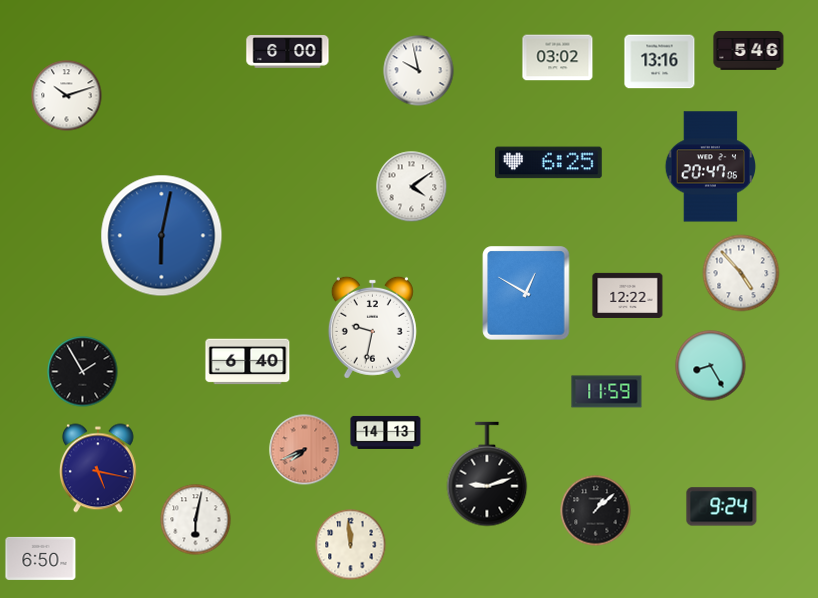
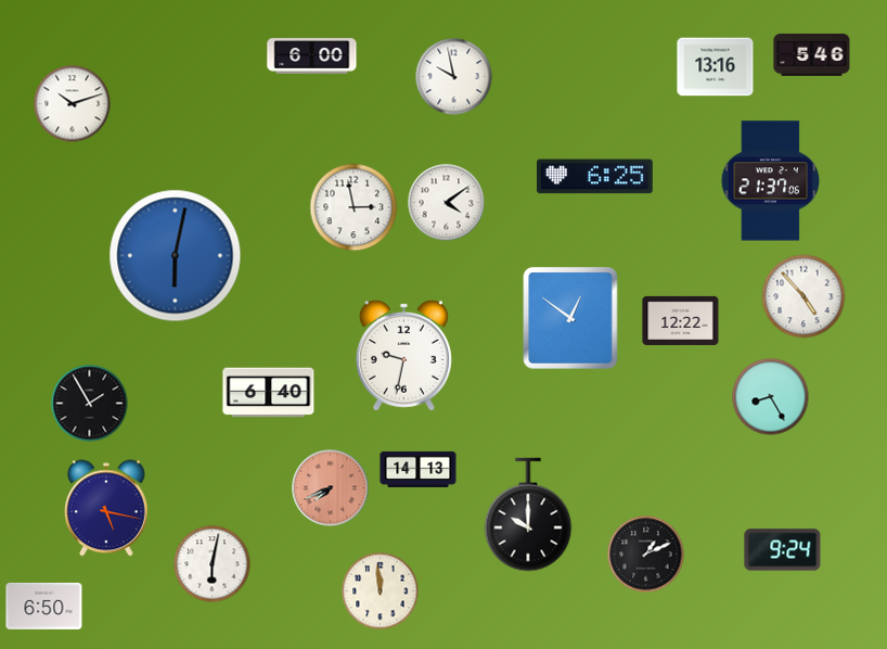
clock at (558, 58): 03:02 -> none
clock at (710, 167): 20:47 -> 21:37
clock at (353, 207): none -> 2:58
clock at (526, 293): 12:50 -> 12:51
clock at (607, 392): 11:59 -> none
clock at (487, 474): 9:12 -> 10:00
clock at (596, 511): 1:08 -> 1:11
